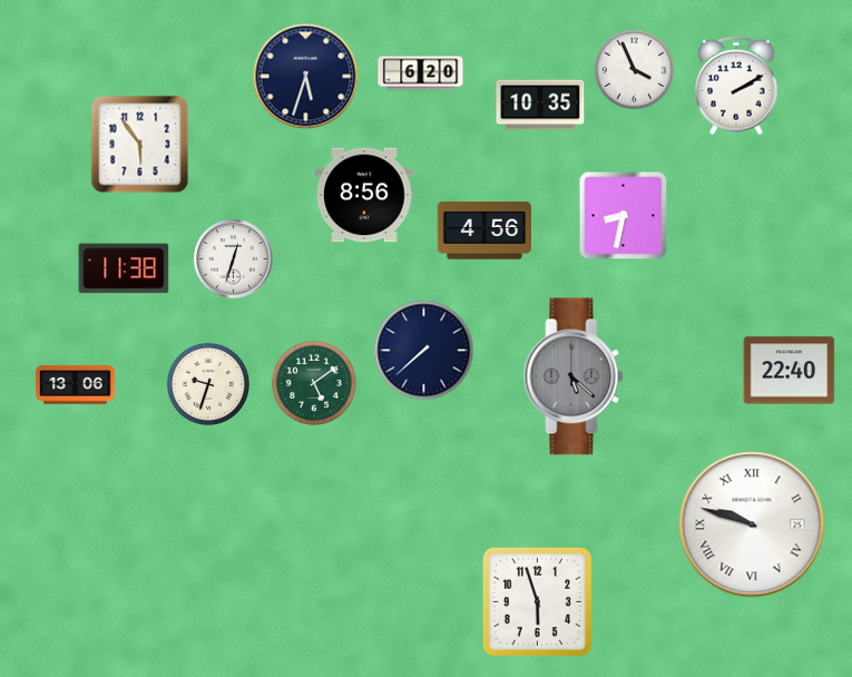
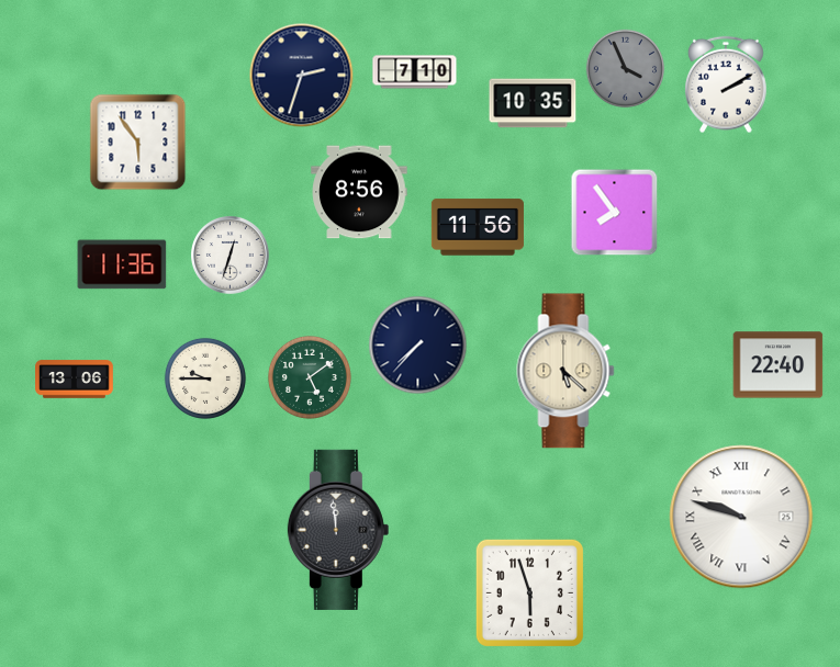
clock at (635, 70) dial: white -> grey
clock at (421, 73): 6:20 -> 7:10
clock at (306, 77): 5:33 -> 2:33
clock at (624, 216): 8:32 -> 7:54
clock at (484, 230): 4:56 -> 11:56
clock at (124, 268): 11:38 -> 11:36
clock at (424, 351): 7:38 -> 7:37
clock at (574, 376) dial: grey -> cream
clock at (208, 384): 9:33 -> 9:45
clock at (338, 530): none -> 11:59
